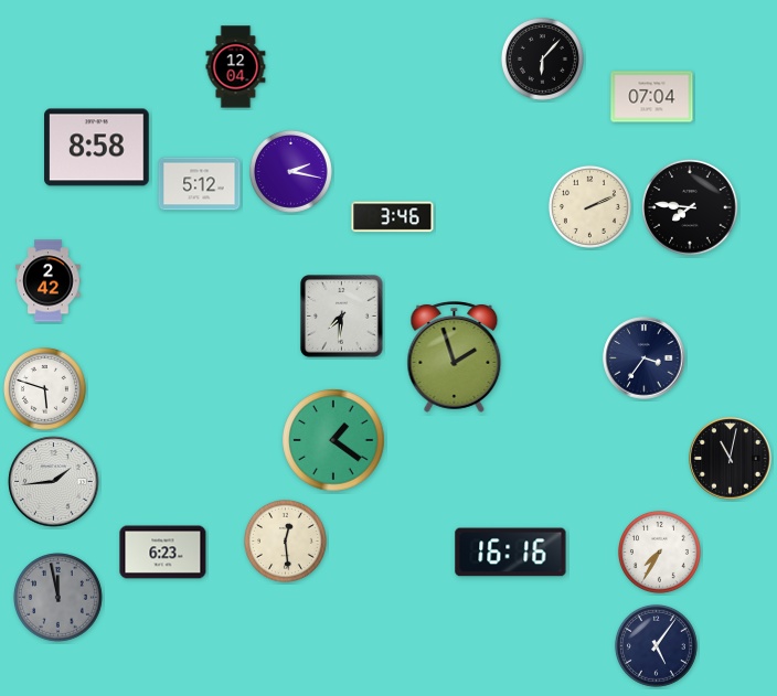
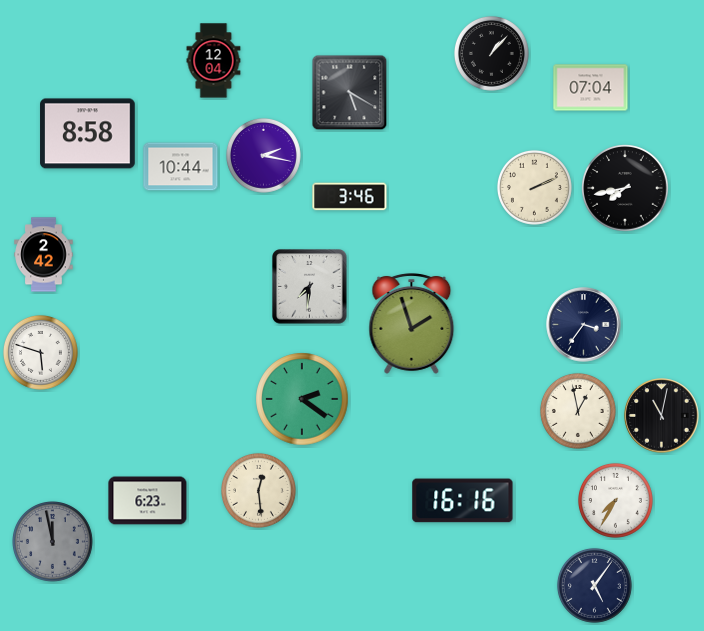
clock at (542, 58): 6:07 -> 1:07
clock at (350, 93): none -> 5:20
clock at (200, 184): 5:12 -> 10:44
clock at (690, 207): 7:46 -> 7:43
clock at (393, 217) position: (393, 217) -> (350, 197)
clock at (333, 440): 1:21 -> 2:21
clock at (578, 411): none -> 12:58
clock at (54, 482): 1:44 -> none
clock at (659, 552) position: (659, 552) -> (615, 500)
